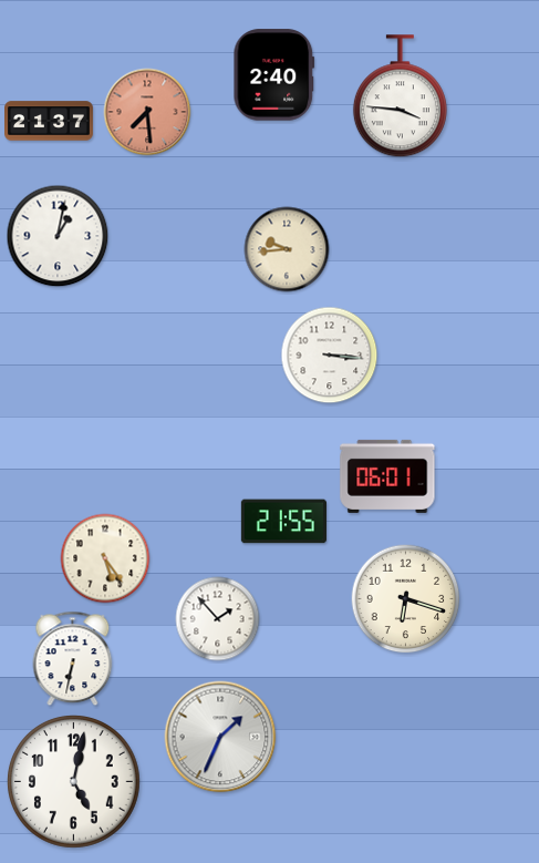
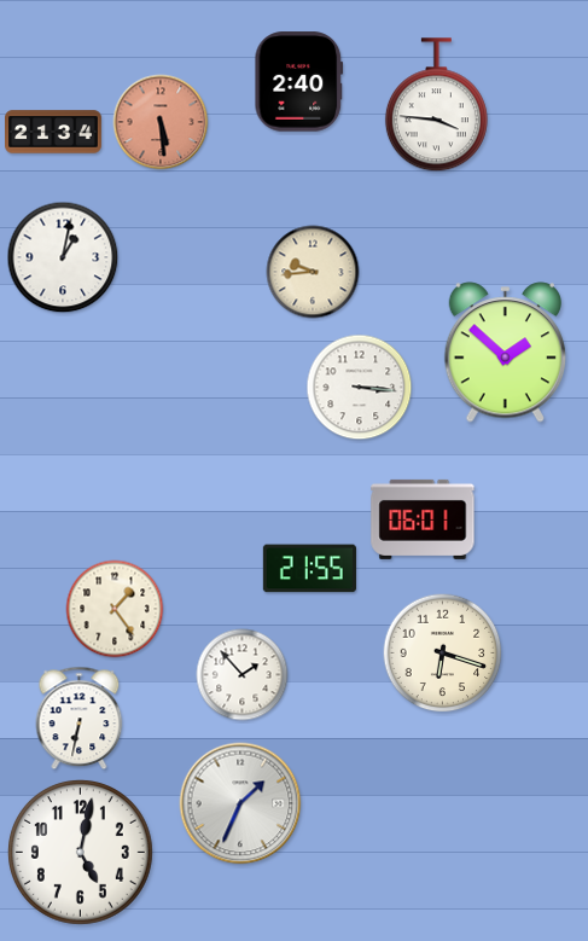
clock at (147, 112): 7:29 -> 5:29
clock at (50, 121): 21:37 -> 21:34
clock at (505, 353): none -> 1:52
clock at (105, 558): 5:24 -> 1:24
clock at (218, 619) position: (218, 619) -> (243, 675)
